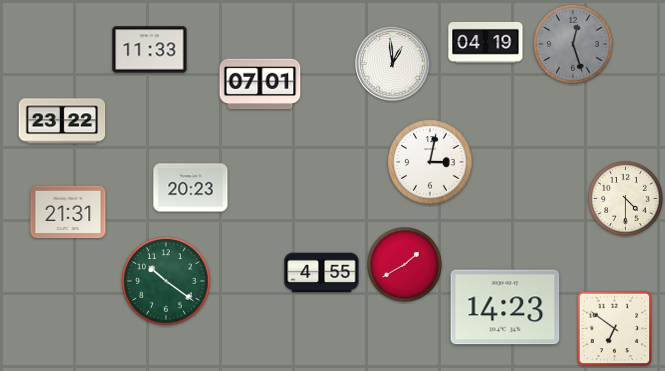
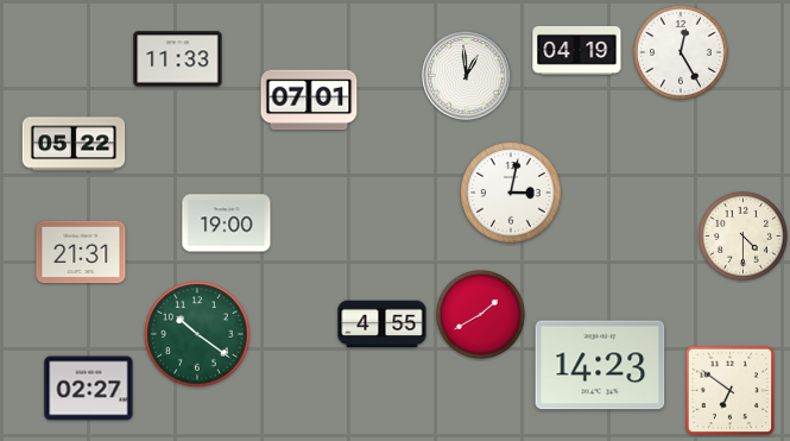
clock at (573, 44): 12:27 -> 12:25
clock at (573, 44) dial: grey -> white
clock at (62, 121): 23:22 -> 05:22
clock at (191, 188): 20:23 -> 19:00
clock at (89, 389): none -> 02:27
